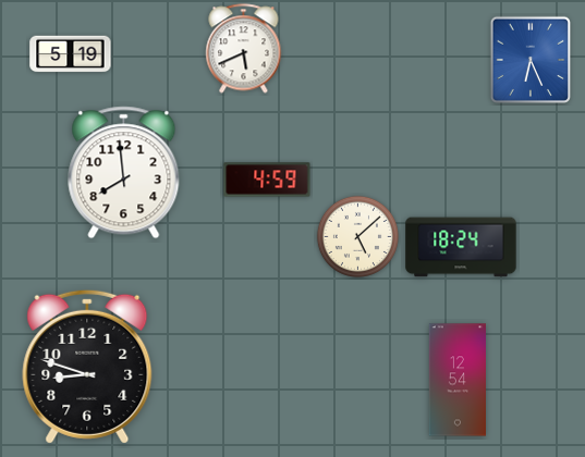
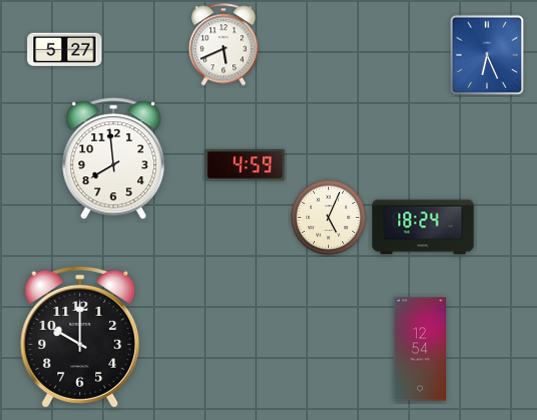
clock at (71, 54): 5:19 -> 5:27
clock at (357, 236): 5:08 -> 5:04
clock at (87, 367): 8:48 -> 10:00
